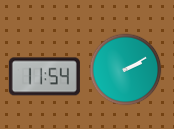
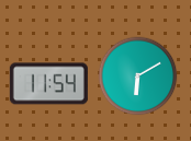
clock at (126, 70): 2:10 -> 6:10
